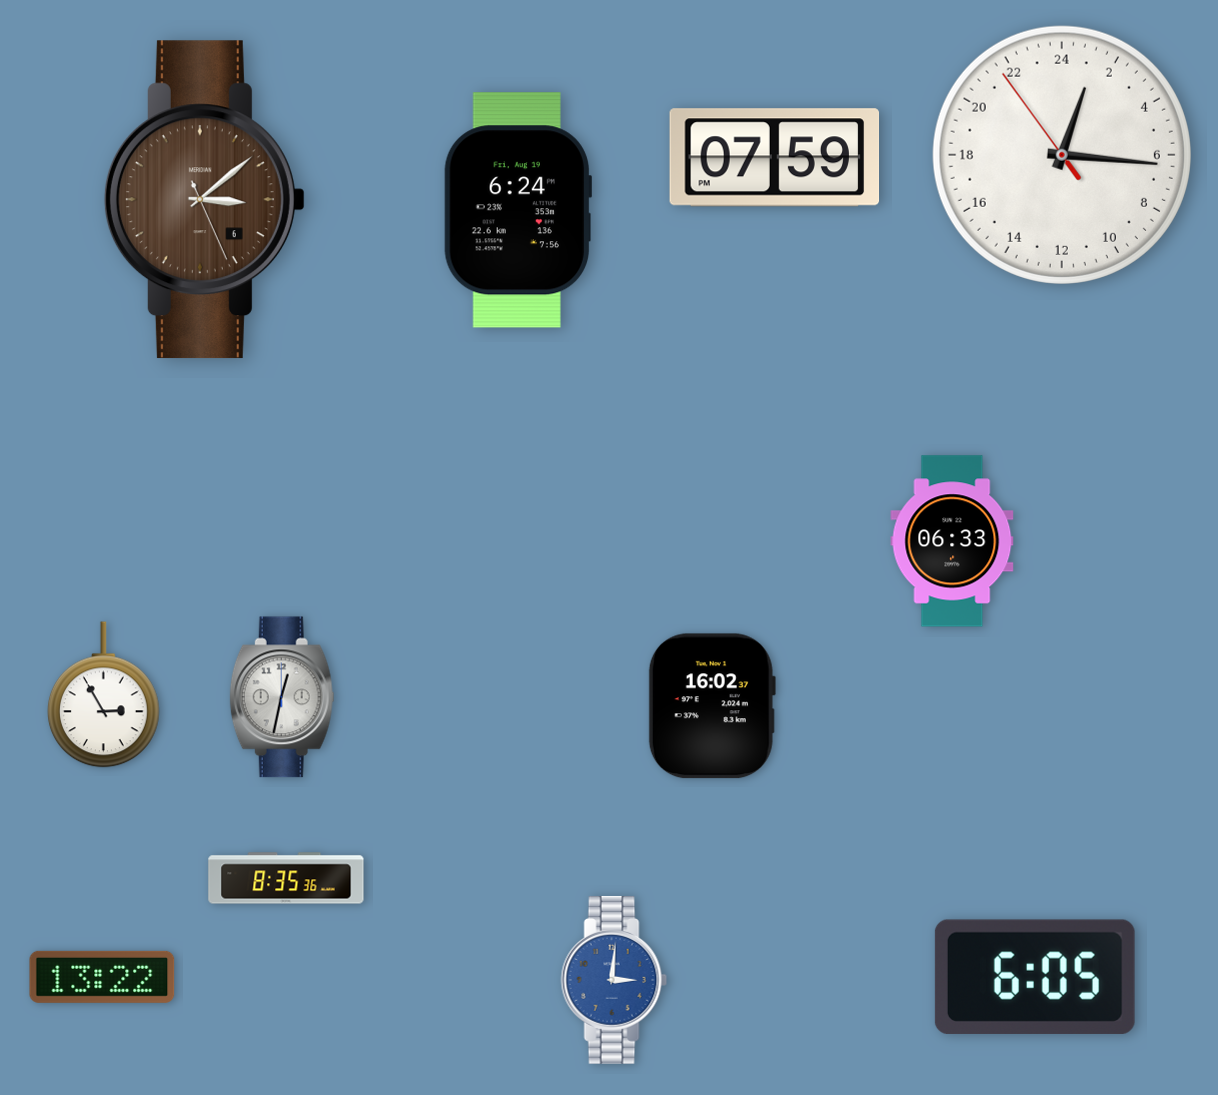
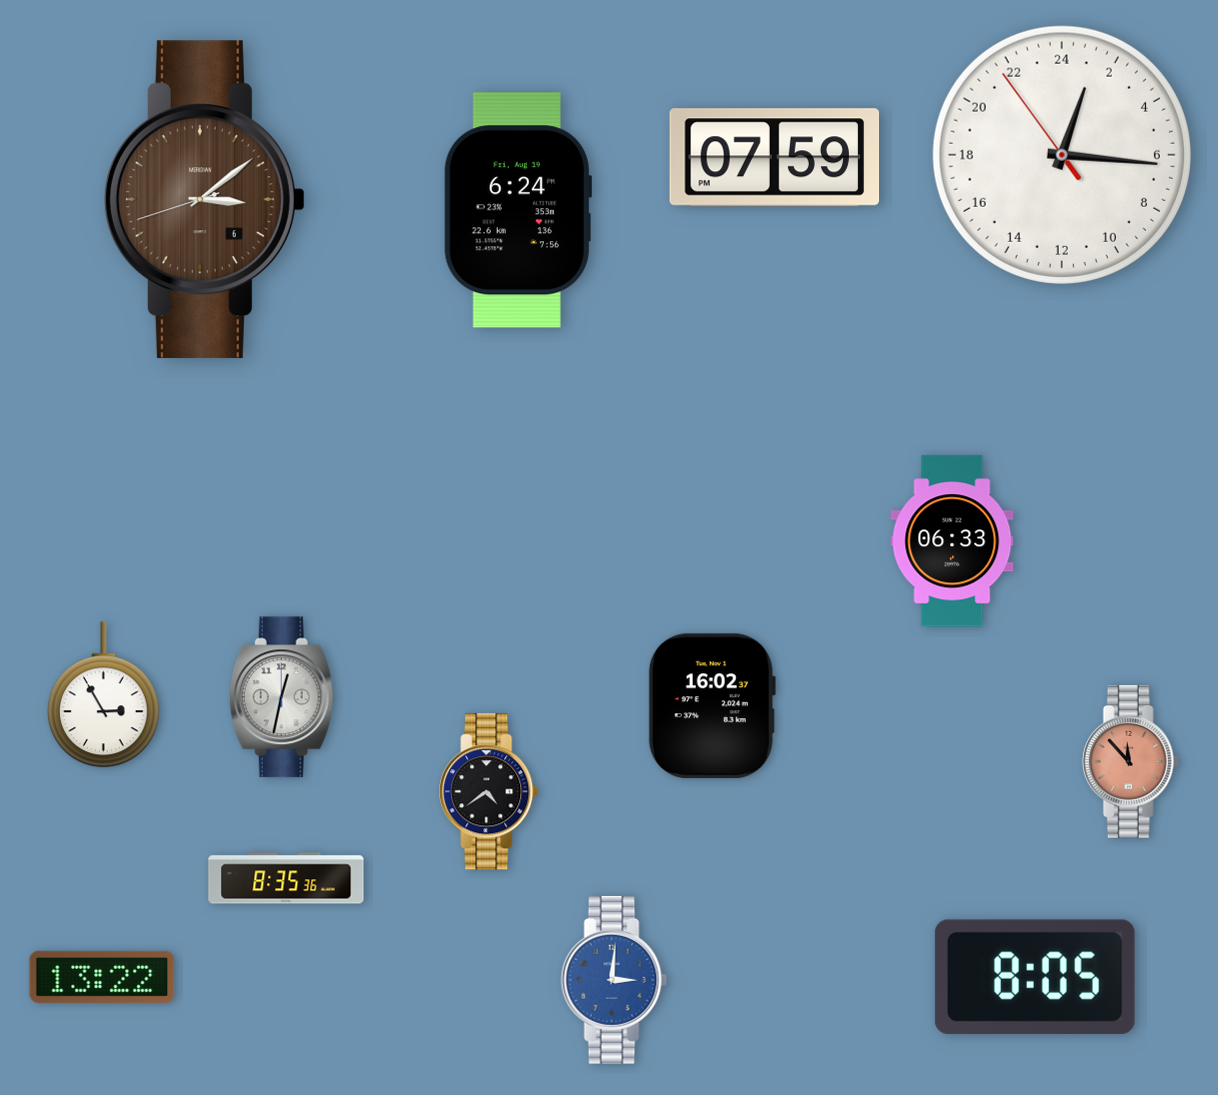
clock at (204, 200): 3:08:26 -> 3:08:42
clock at (1130, 762): none -> 11:53
clock at (489, 792): none -> 4:39
clock at (1035, 977): 6:05 -> 8:05
